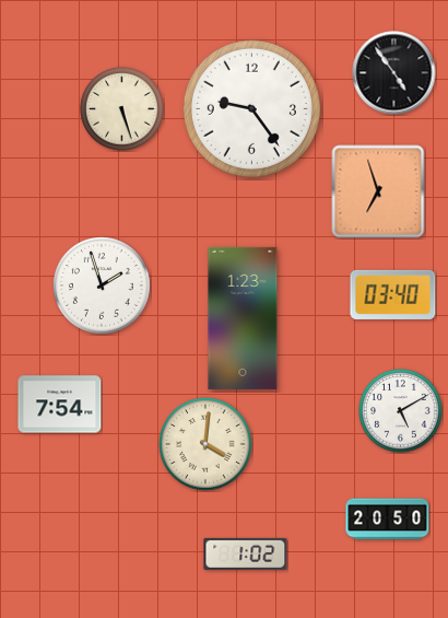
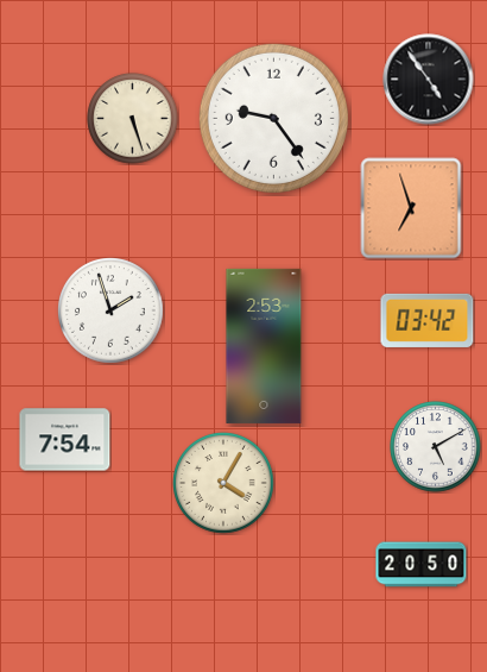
clock at (393, 294): 03:40 -> 03:42
clock at (243, 318): 1:23 -> 2:53
clock at (205, 444): 4:01 -> 4:05
clock at (246, 553): 1:02 -> none
